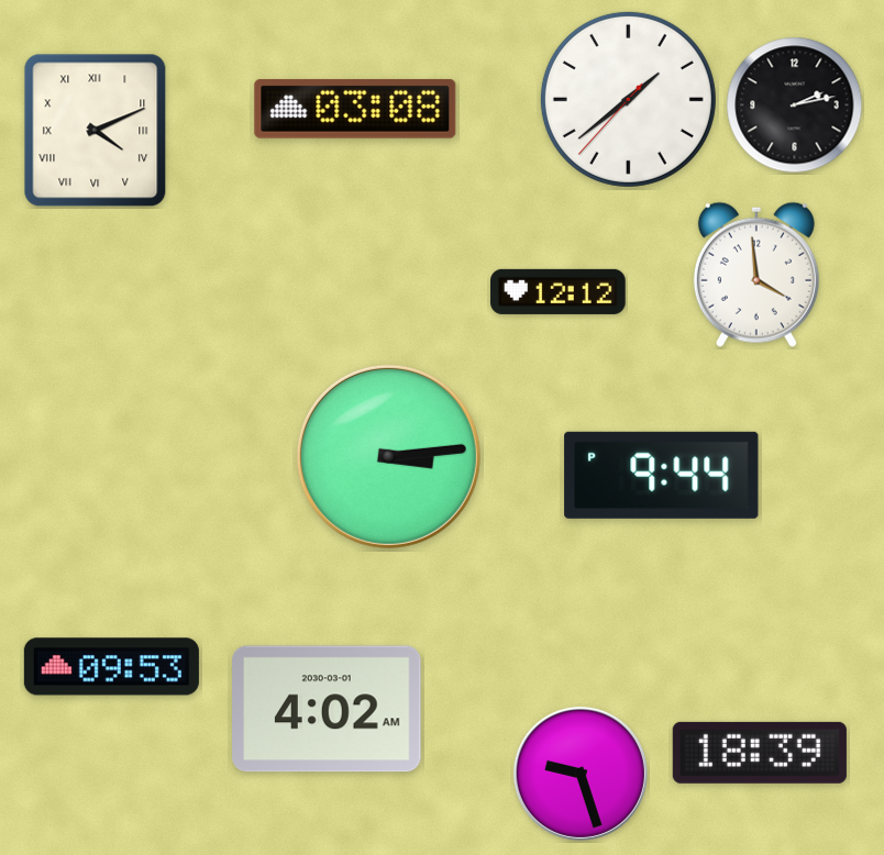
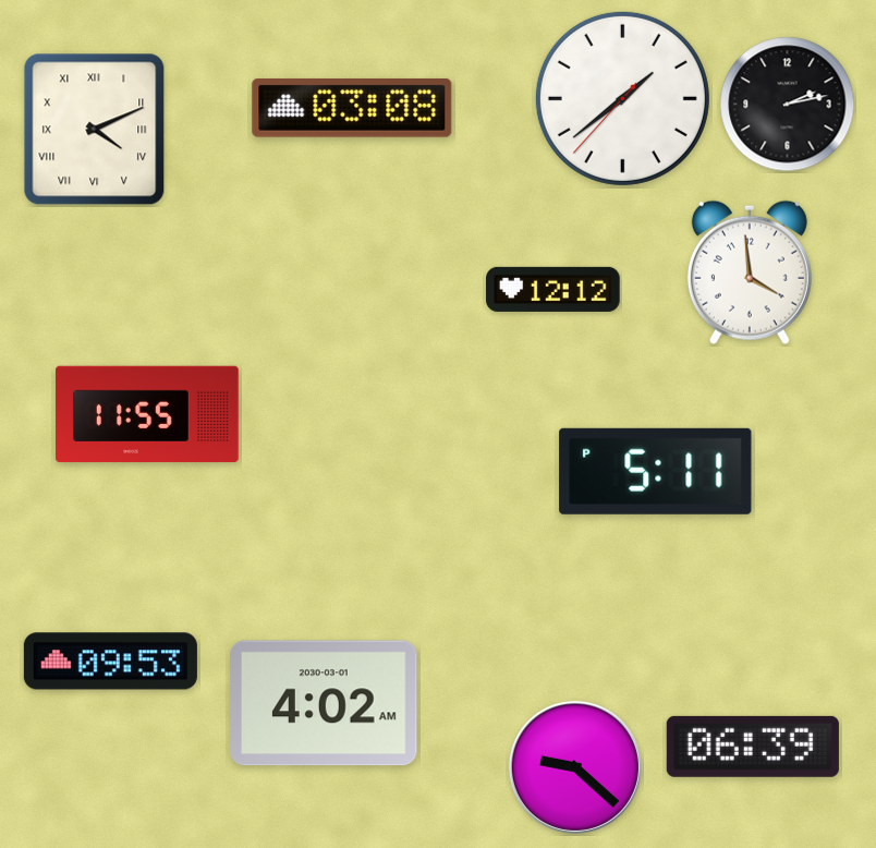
clock at (147, 414): none -> 11:55
clock at (388, 456): 3:14 -> none
clock at (662, 475): 9:44 -> 5:11
clock at (760, 753): 18:39 -> 06:39
clock at (581, 774): 9:27 -> 9:22
